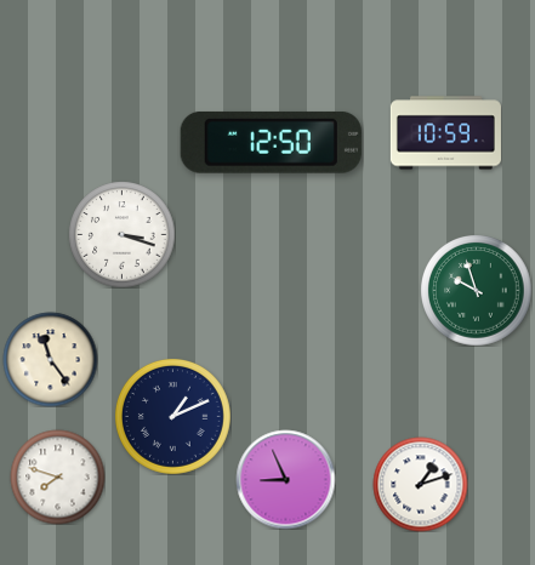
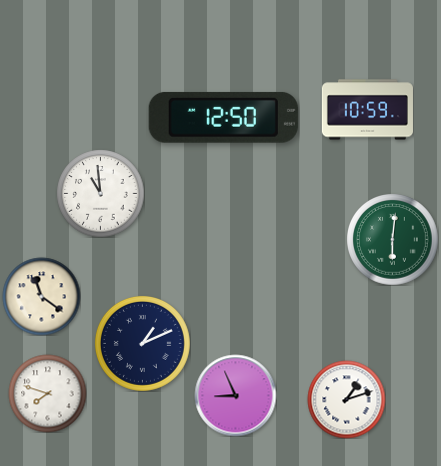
clock at (121, 234): 3:18 -> 10:59
clock at (476, 290): 9:57 -> 6:01
clock at (50, 359): 11:24 -> 11:21
